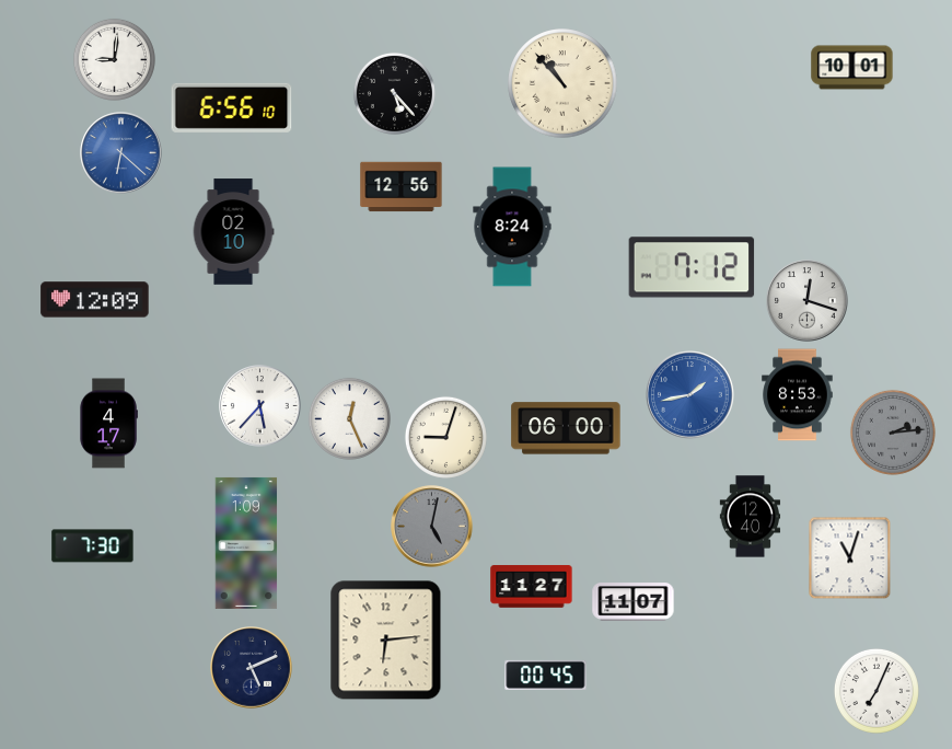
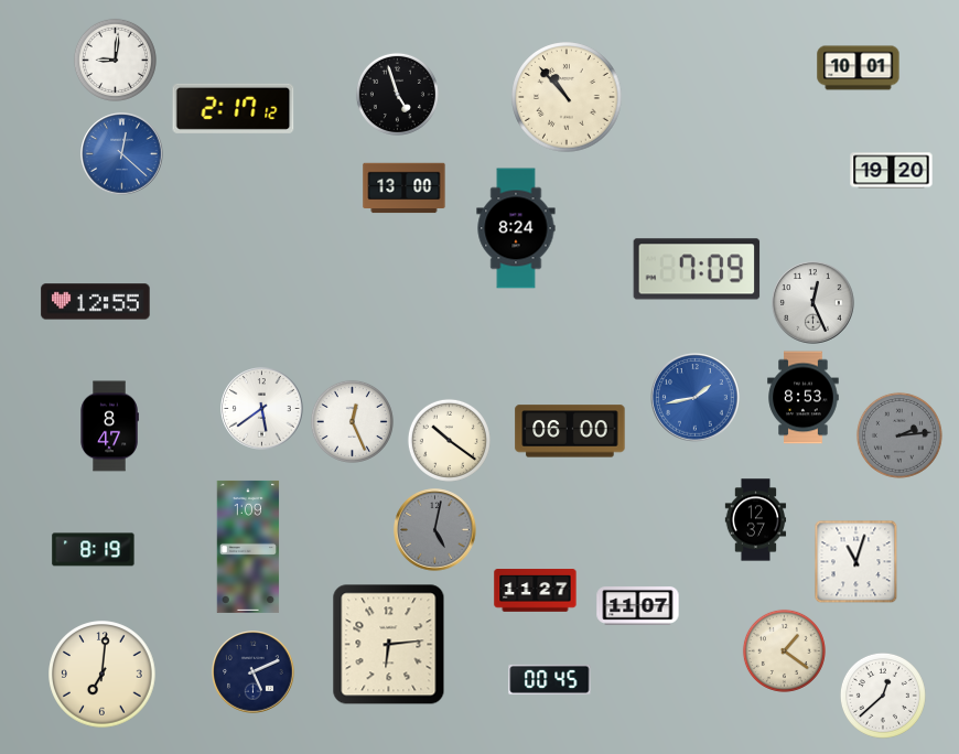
clock at (562, 83) position: (562, 83) -> (567, 97)
clock at (394, 93): 5:23 -> 4:57
clock at (232, 107): 6:56 -> 2:17
clock at (121, 153): 6:22 -> 12:22
clock at (892, 171): none -> 19:20
clock at (402, 187): 12:56 -> 13:00
clock at (233, 232): 02:10 -> none
clock at (692, 267): 7:12 -> 7:09
clock at (95, 300): 12:09 -> 12:55
clock at (808, 301): 12:18 -> 12:26
clock at (260, 406): 5:37 -> 5:39
clock at (108, 424): 4:17 -> 8:47
clock at (445, 437): 9:03 -> 10:21
clock at (751, 517): 12:40 -> 12:37
clock at (93, 546): 7:30 -> 8:19
clock at (784, 650): none -> 1:21
clock at (103, 675): none -> 7:01
clock at (876, 691): 7:04 -> 12:38
